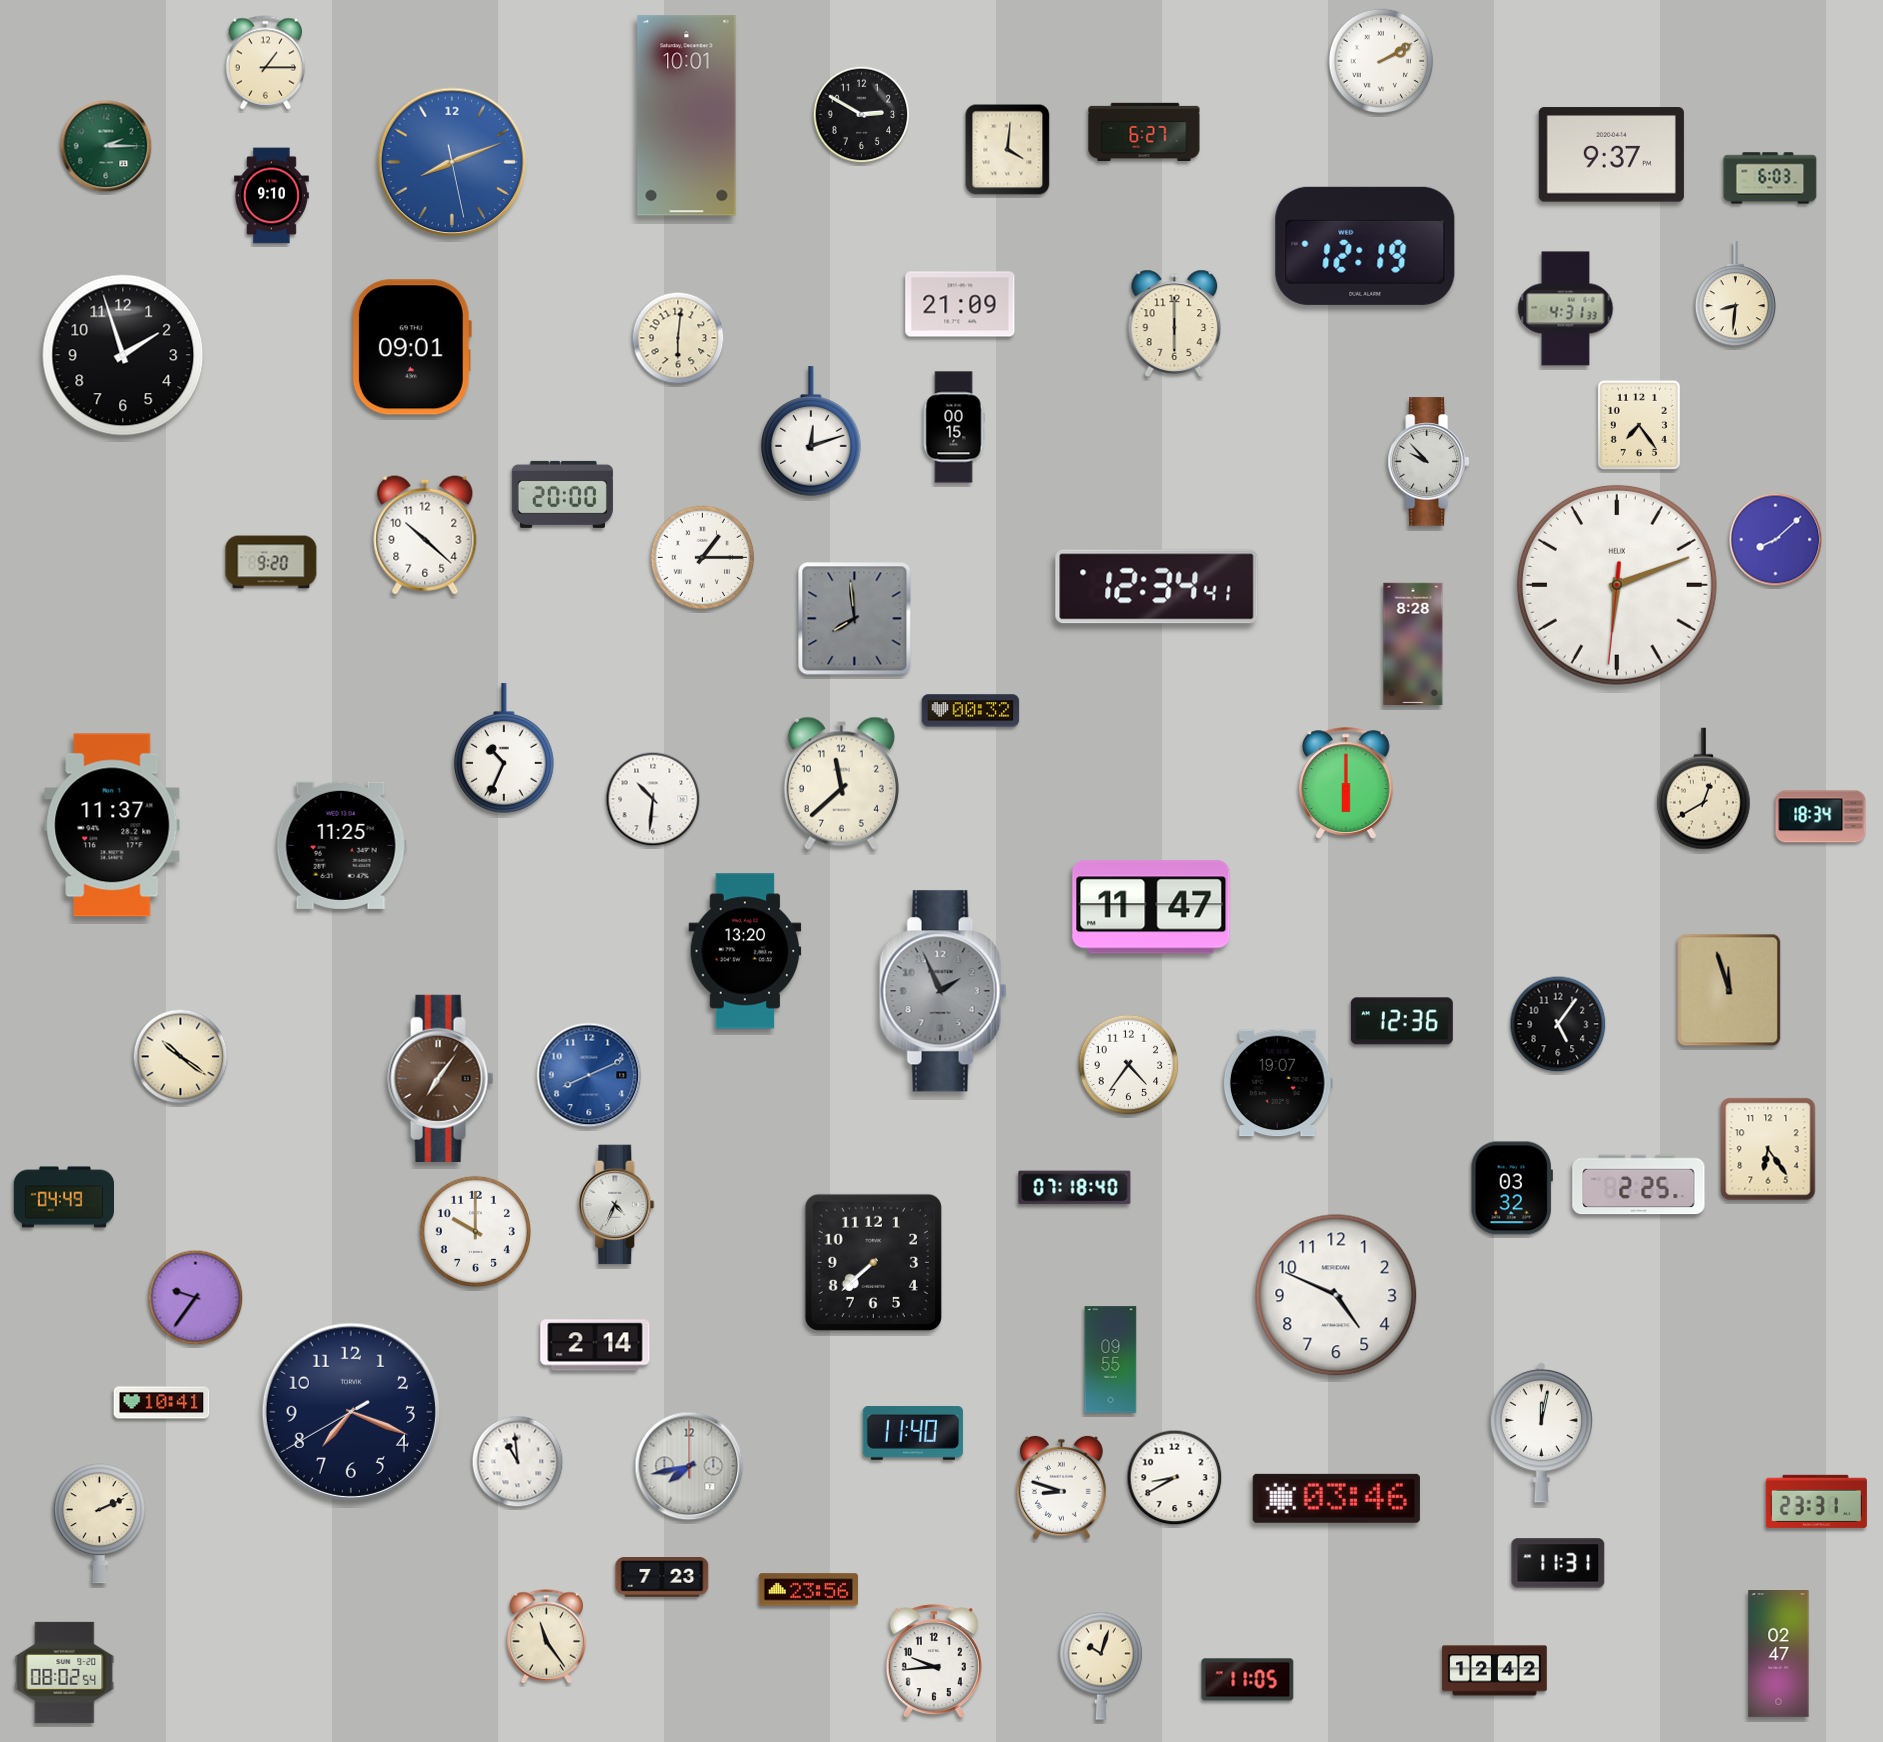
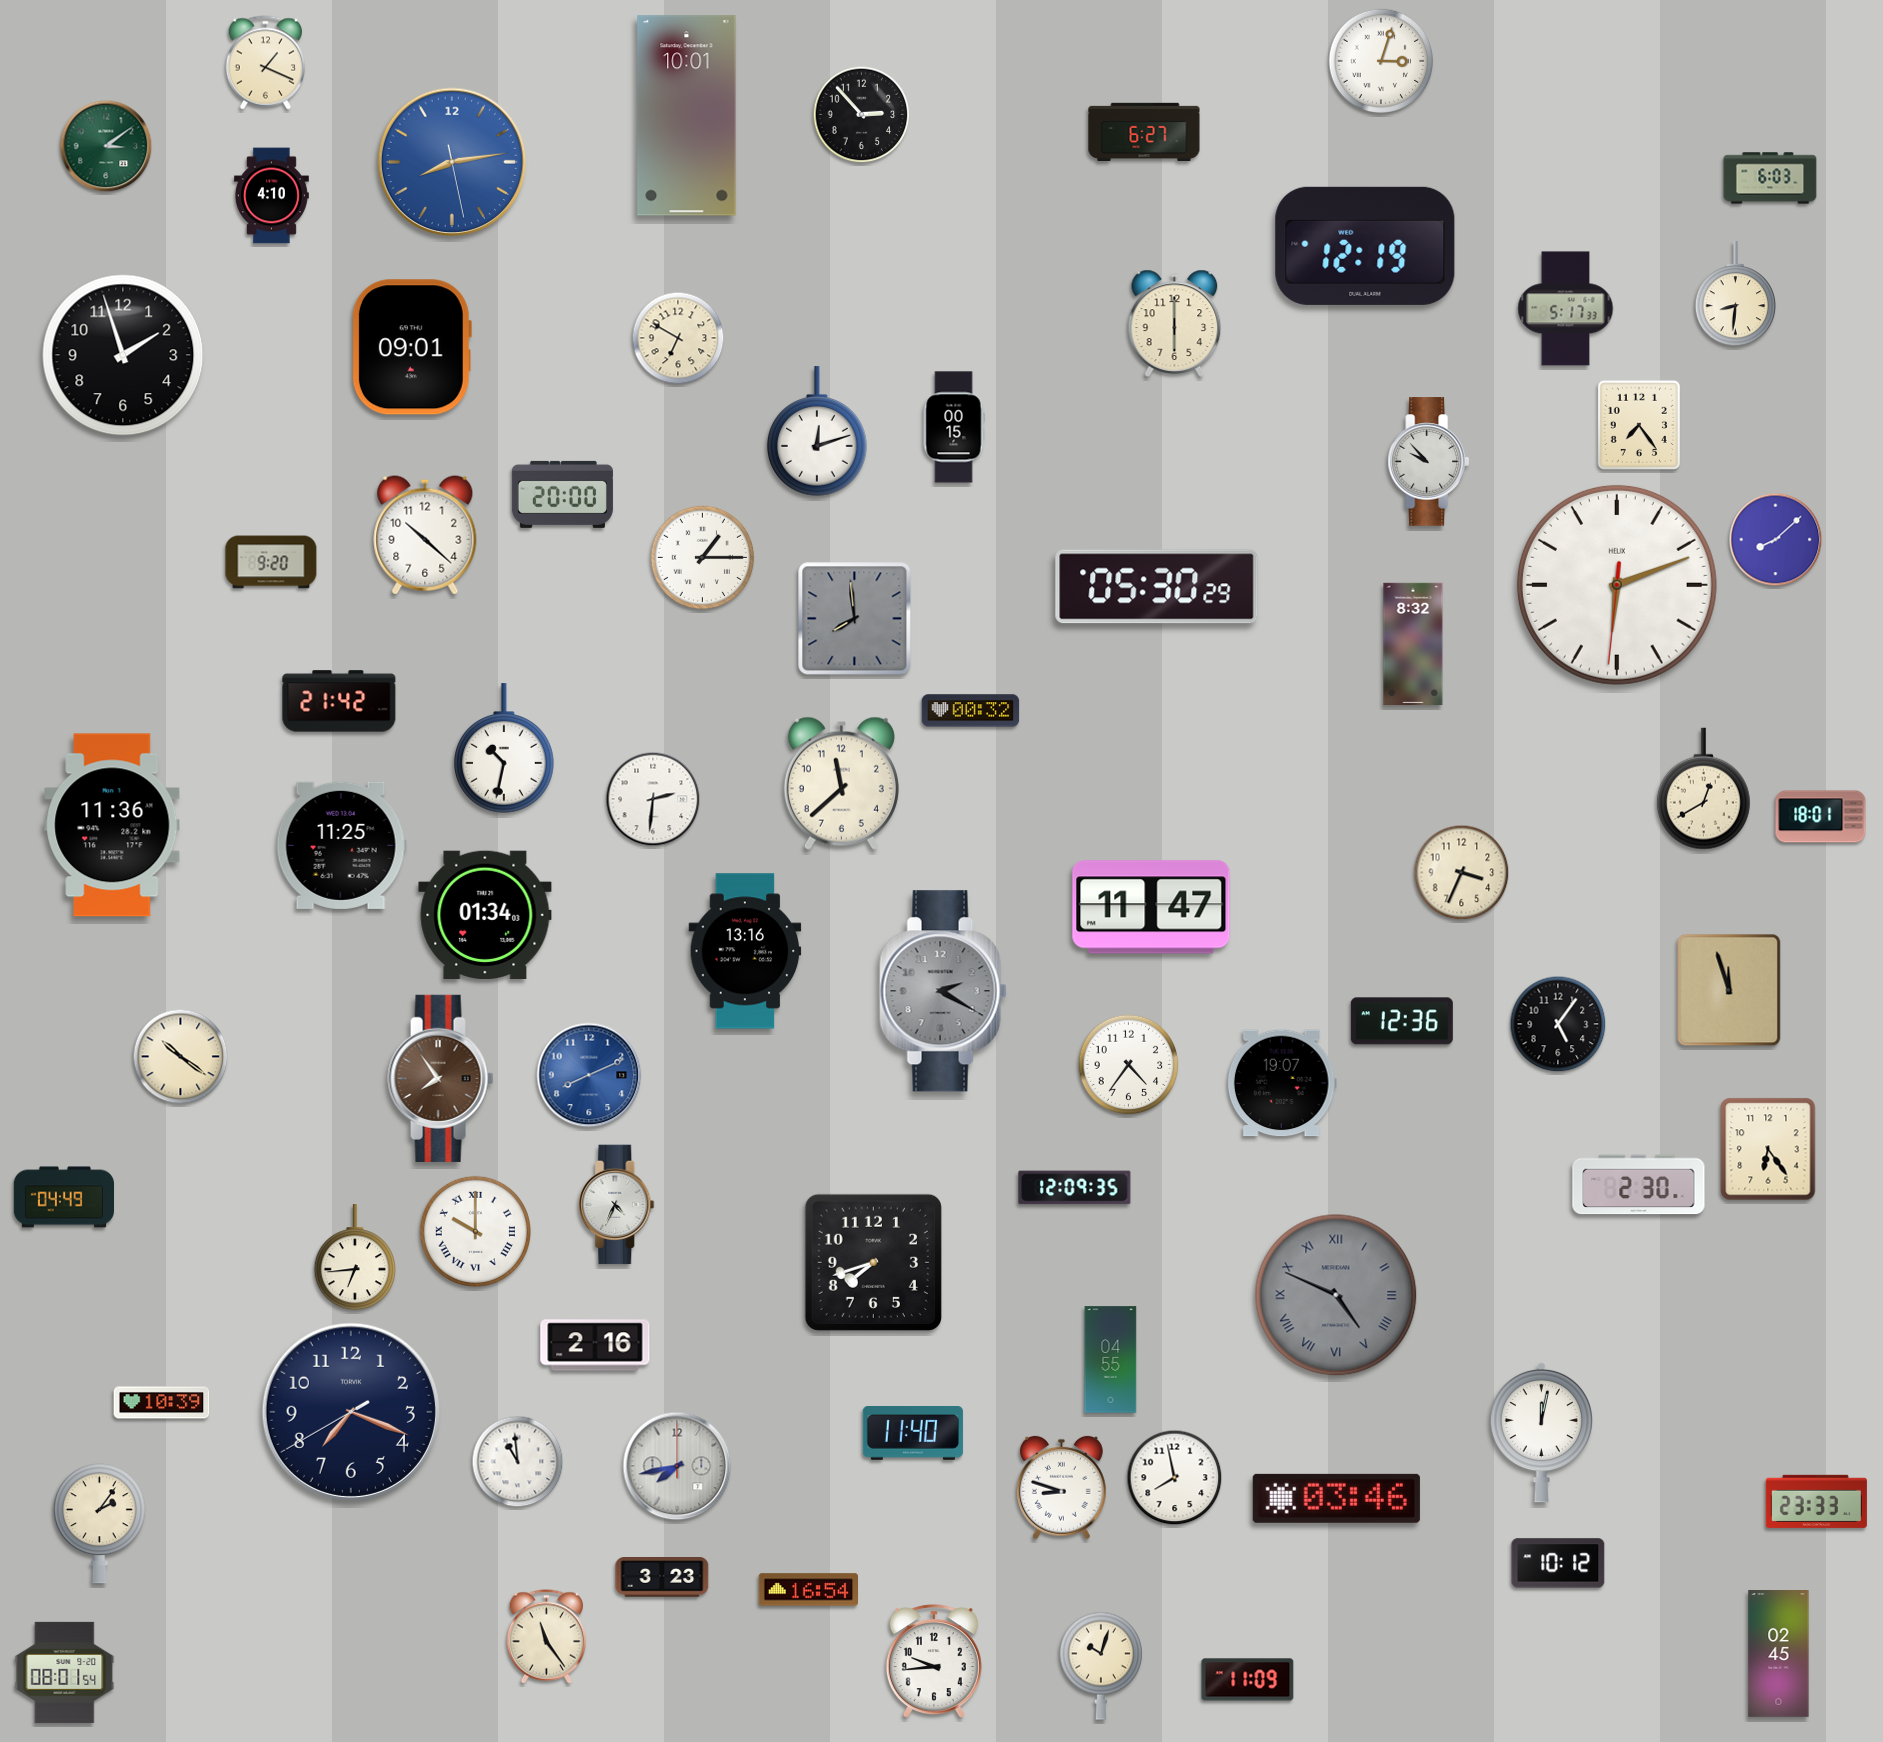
clock at (1381, 61): 2:10 -> 3:03
clock at (265, 63): 1:15 -> 1:19
clock at (862, 115): 2:50 -> 2:53
clock at (106, 146): 2:15 -> 3:09
clock at (1008, 150): 4:01 -> none
clock at (1611, 155): 9:37 -> none
clock at (452, 162): 8:11 -> 8:13
clock at (271, 196): 9:10 -> 4:10
clock at (960, 304): 21:09 -> none
clock at (1566, 309): 4:31 -> 5:17
clock at (678, 338): 6:01 -> 6:50
clock at (811, 431) position: (811, 431) -> (817, 431)
clock at (1157, 587): 12:34 -> 05:30
clock at (1413, 643): 8:28 -> 8:32
clock at (339, 701): none -> 21:42
clock at (504, 748): 10:34 -> 10:32
clock at (1347, 783): 6:00 -> none
clock at (653, 799): 10:31 -> 2:31
clock at (1821, 817): 18:34 -> 18:01
clock at (112, 825): 11:37 -> 11:36
clock at (1462, 873): none -> 3:34
clock at (485, 914): none -> 01:34
clock at (745, 951): 13:20 -> 13:16
clock at (943, 991): 1:56 -> 2:20
clock at (441, 1078): 7:06 -> 7:54
clock at (1278, 1083) position: (1278, 1083) -> (1282, 1083)
clock at (1639, 1185): 2:25 -> 2:30
clock at (1075, 1188): 07:18 -> 12:09
clock at (1512, 1188): 03:32 -> none
clock at (475, 1231) numerals: Arabic -> Roman
clock at (355, 1258): none -> 6:44
clock at (873, 1262): 7:38 -> 7:42
clock at (1336, 1295) dial: white -> grey
clock at (1336, 1295) numerals: Arabic -> Roman
clock at (196, 1298): 9:36 -> none
clock at (595, 1345): 2:14 -> 2:16
clock at (1111, 1360): 09:55 -> 04:55
clock at (162, 1403): 10:41 -> 10:39
clock at (689, 1466) position: (689, 1466) -> (677, 1466)
clock at (1175, 1478): 8:40 -> 7:58
clock at (1816, 1501): 23:31 -> 23:33
clock at (99, 1524): 2:11 -> 2:06
clock at (1558, 1563): 11:31 -> 10:12
clock at (662, 1577): 7:23 -> 3:23
clock at (808, 1590): 23:56 -> 16:54
clock at (1779, 1654): 02:47 -> 02:45
clock at (1495, 1671): 12:42 -> none
clock at (65, 1672): 08:02 -> 08:01
clock at (1248, 1680): 11:05 -> 11:09
